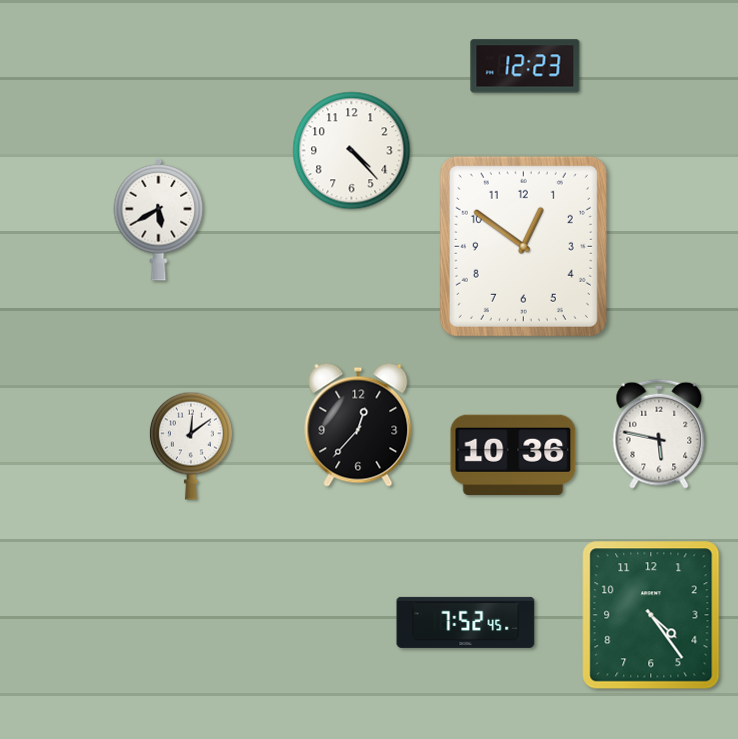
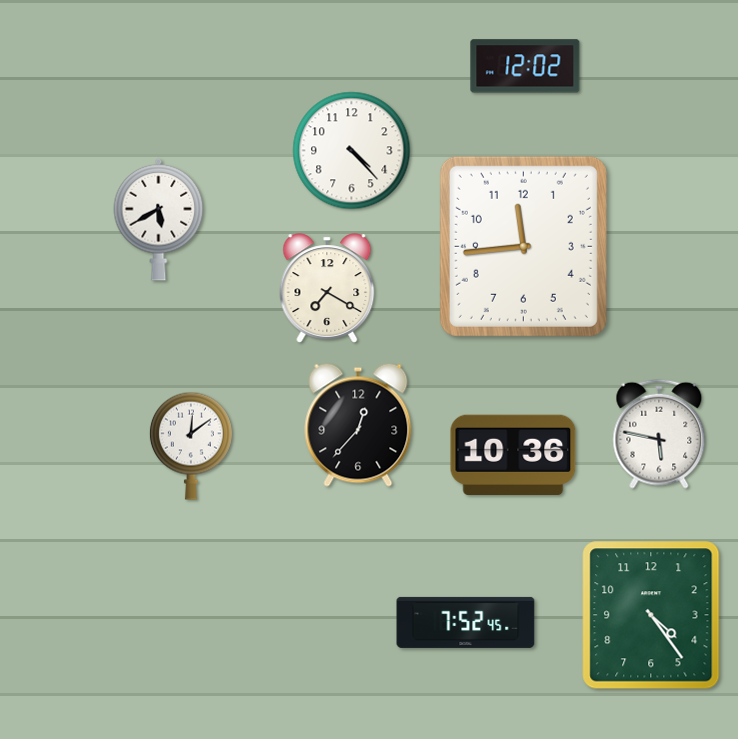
clock at (525, 66): 12:23 -> 12:02
clock at (523, 246): 12:51 -> 11:44
clock at (327, 288): none -> 7:20
